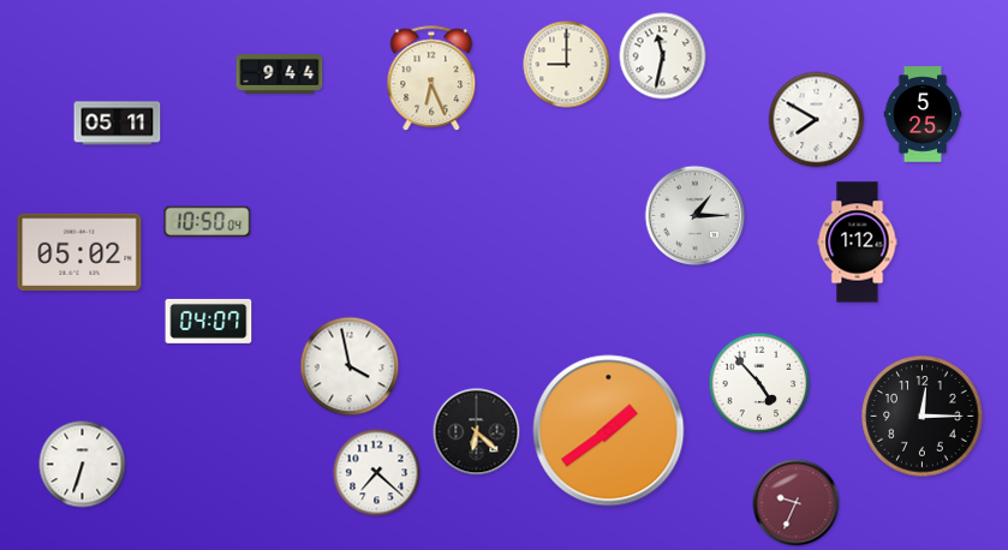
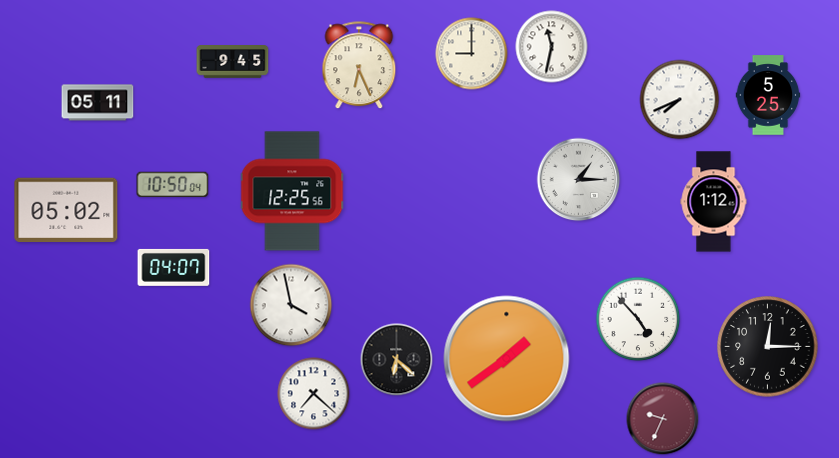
clock at (280, 74): 9:44 -> 9:45
clock at (817, 120): 7:50 -> 7:41
clock at (292, 191): none -> 12:25
clock at (759, 383) position: (759, 383) -> (638, 319)
clock at (83, 465): 6:33 -> none
